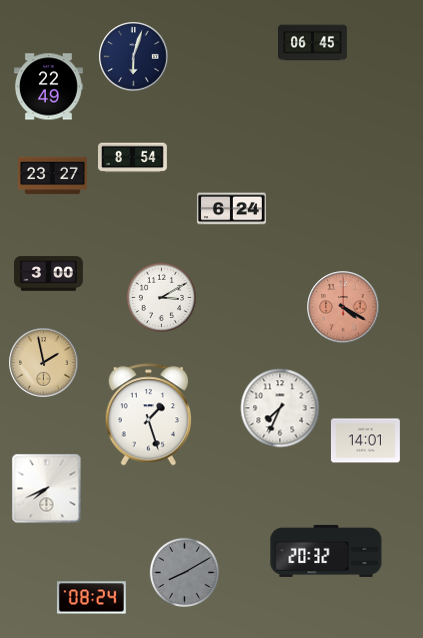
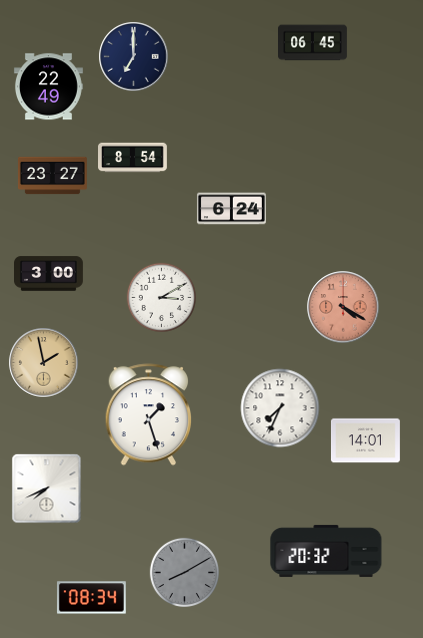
clock at (134, 57): 6:03 -> 7:00
clock at (91, 598): 08:24 -> 08:34
